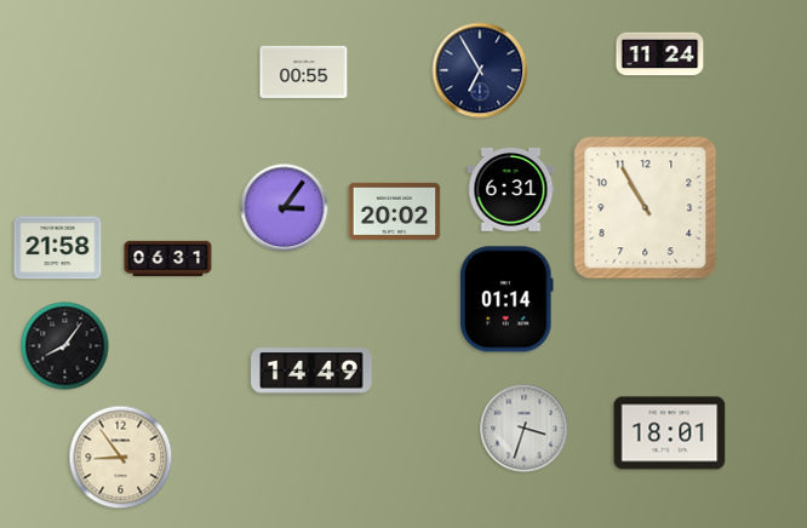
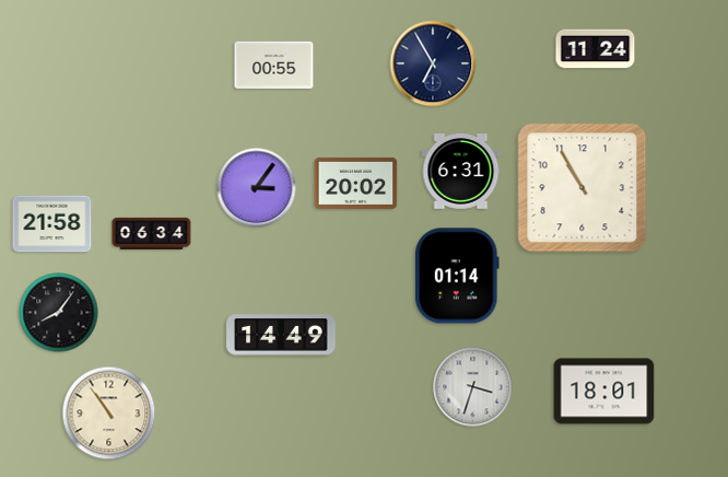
clock at (395, 211) position: (395, 211) -> (356, 183)
clock at (168, 258): 06:31 -> 06:34
clock at (508, 299) position: (508, 299) -> (458, 276)
clock at (121, 458): 8:54 -> 10:54
